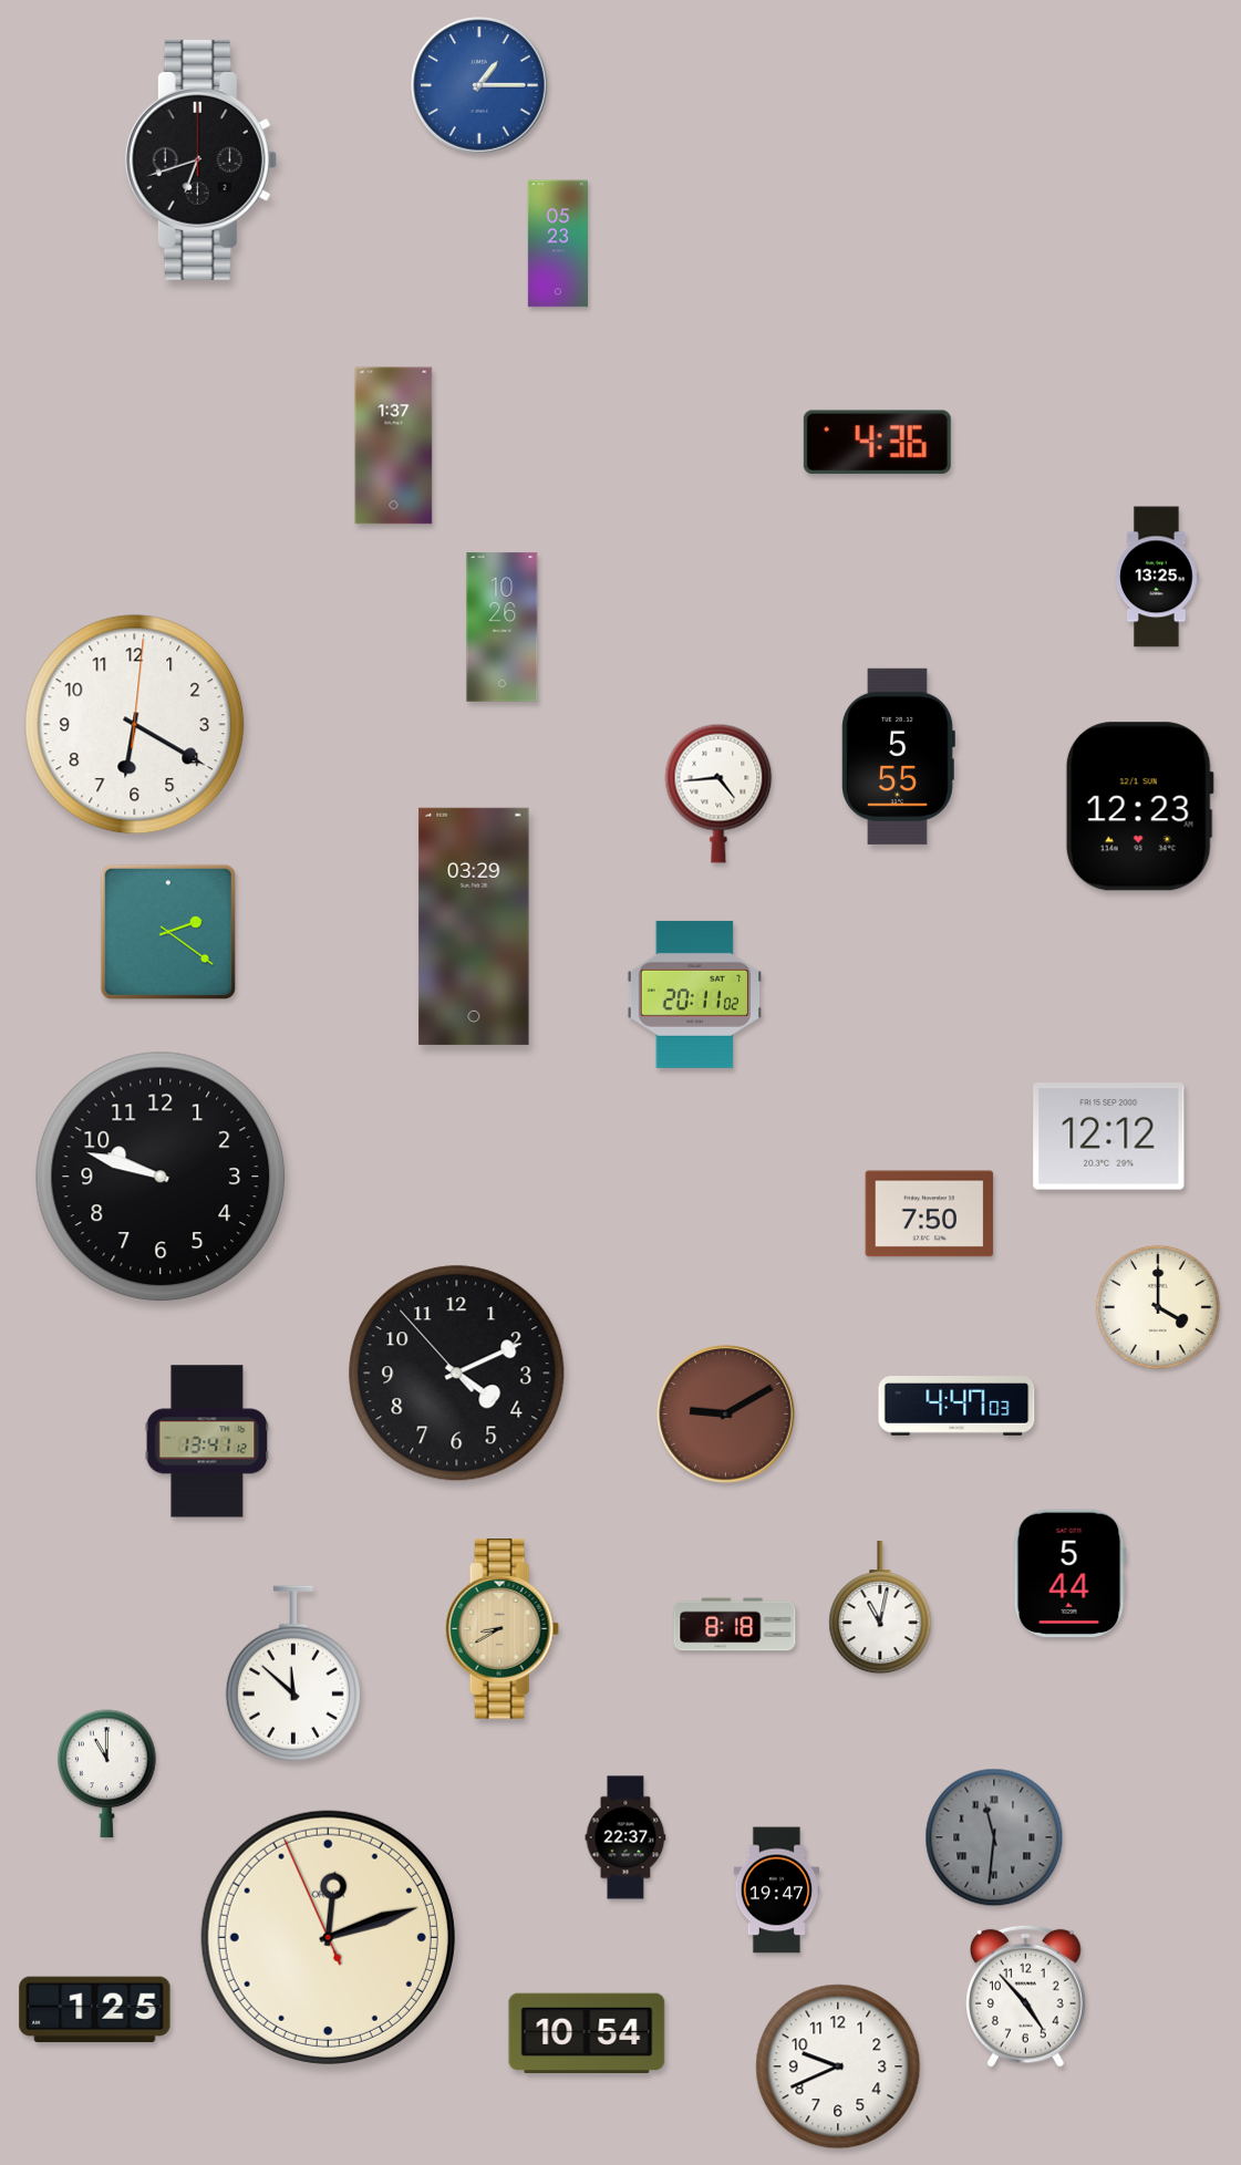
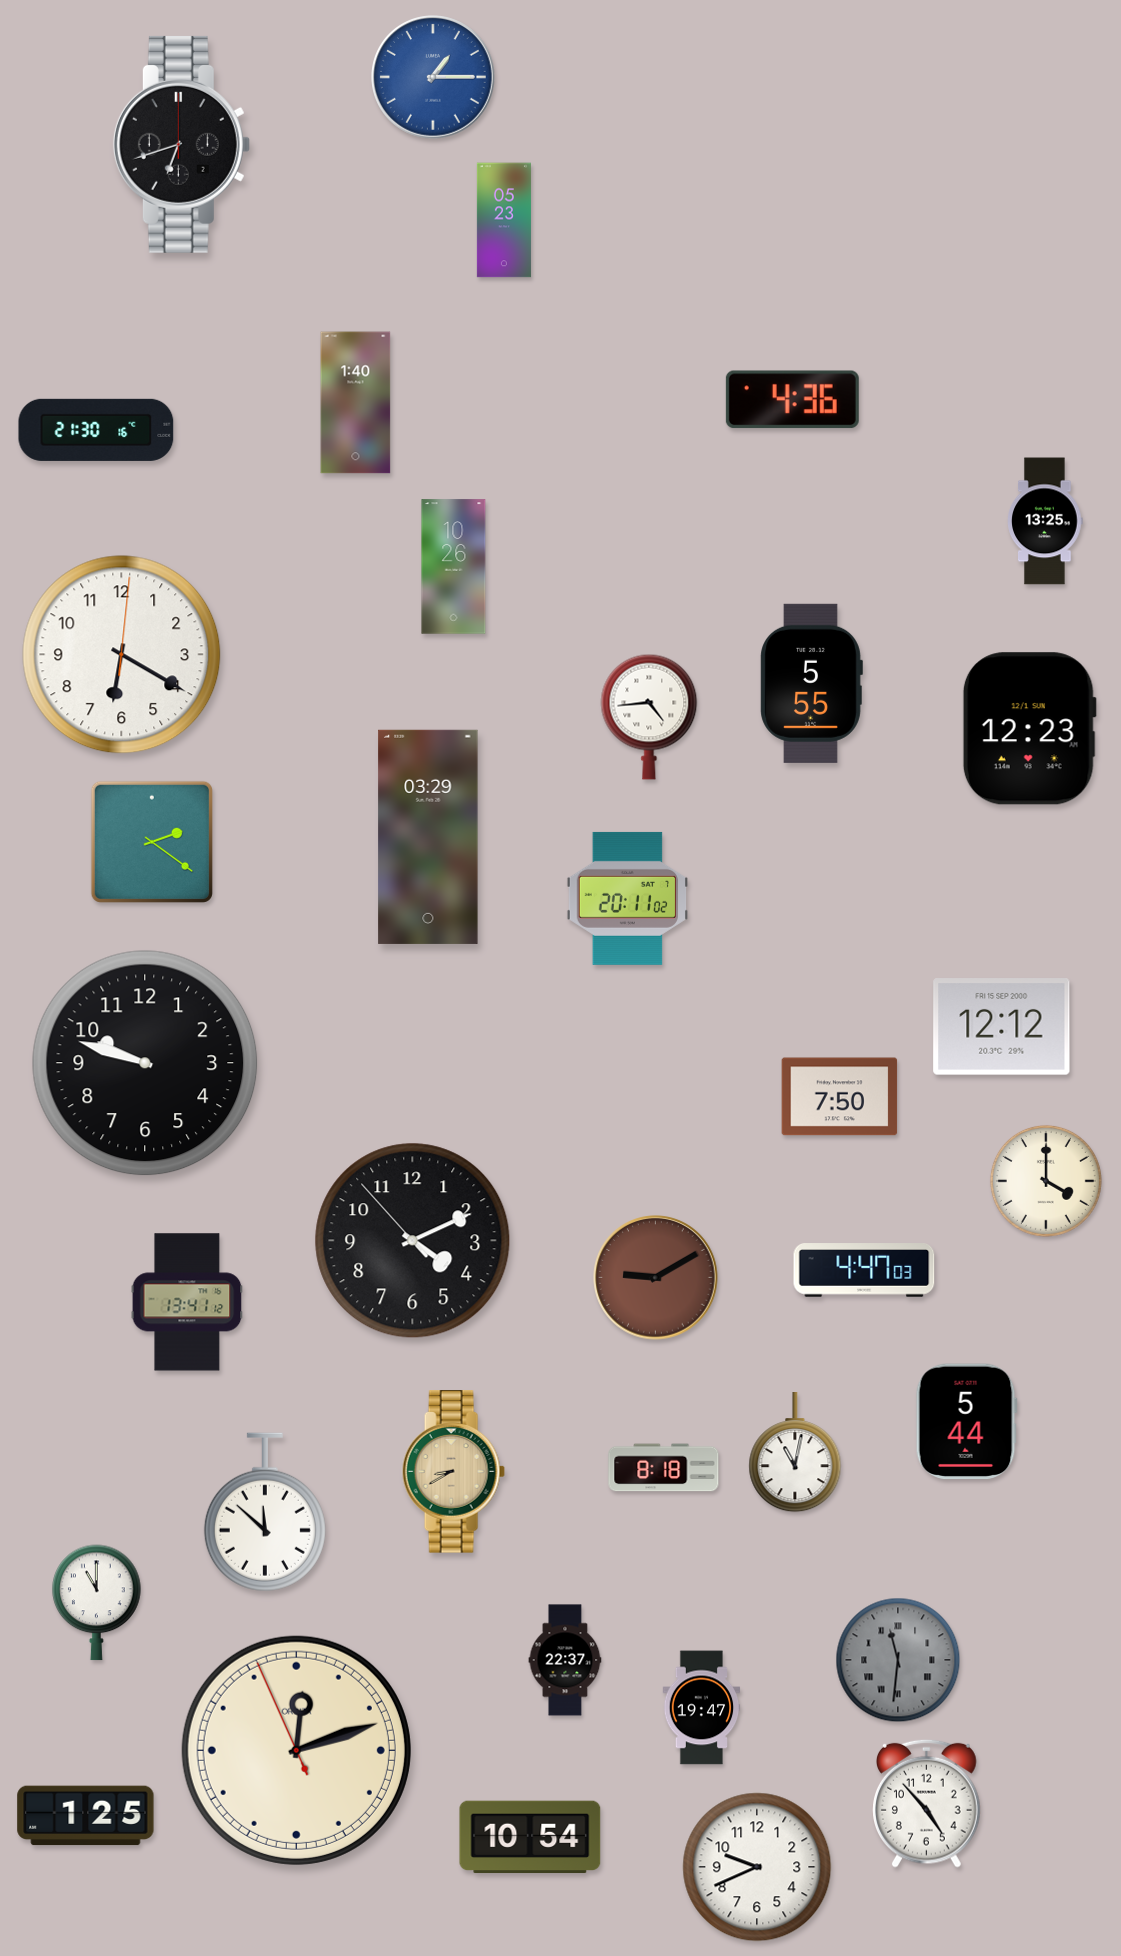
clock at (394, 446): 1:37 -> 1:40
clock at (96, 430): none -> 21:30
